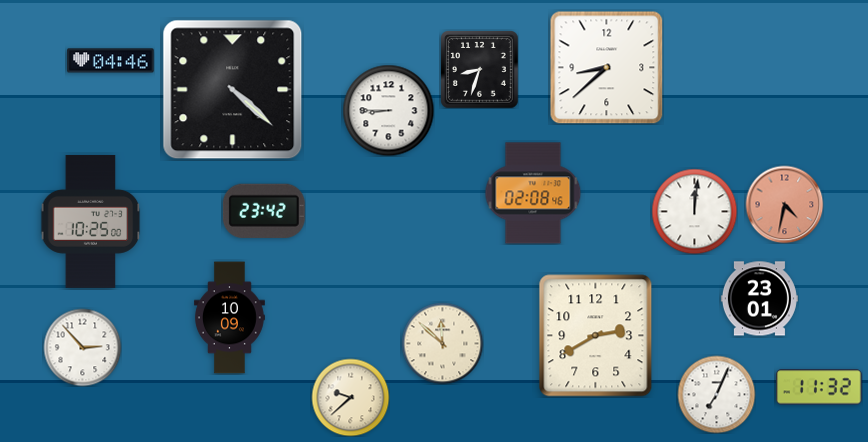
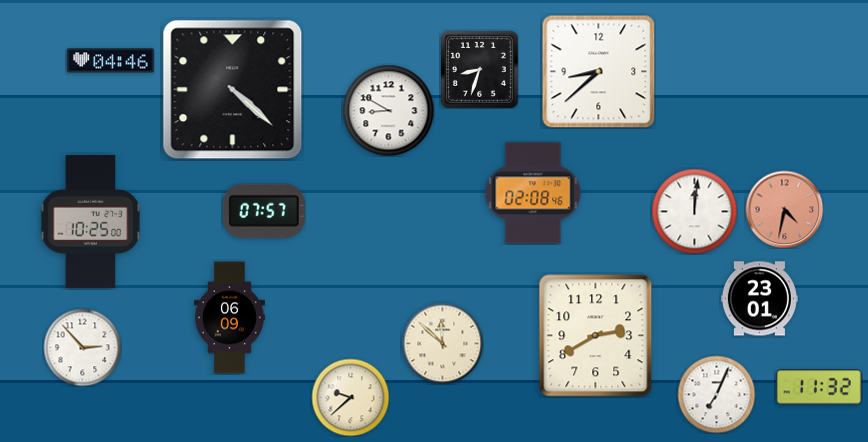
clock at (607, 68) position: (607, 68) -> (599, 72)
clock at (388, 110): 8:45 -> 8:50
clock at (784, 204) position: (784, 204) -> (784, 209)
clock at (264, 211): 23:42 -> 07:57
clock at (229, 318): 10:09 -> 06:09
